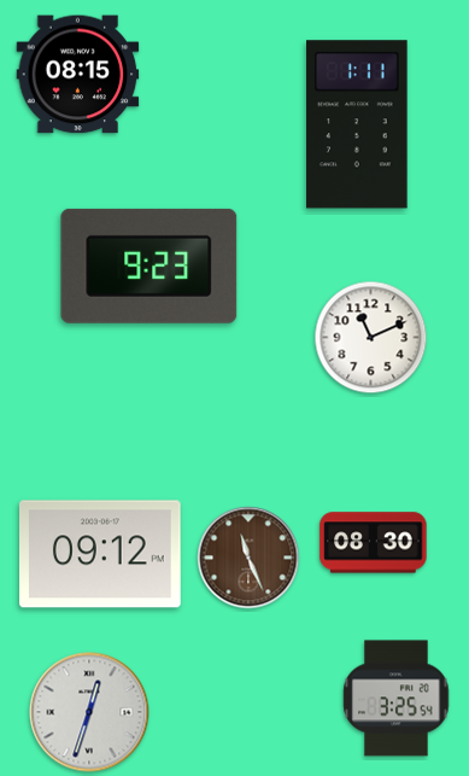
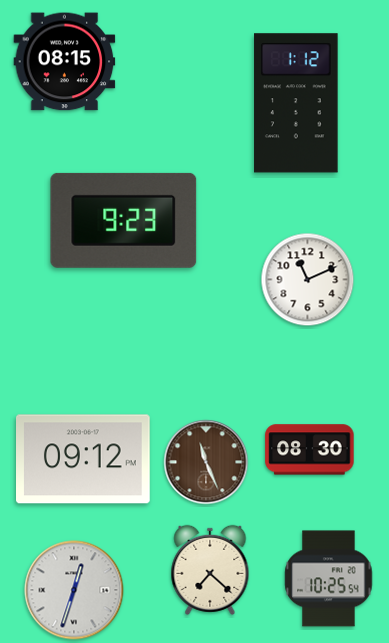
clock at (357, 124): 1:11 -> 1:12
clock at (210, 570): none -> 7:22
clock at (397, 699): 3:25 -> 10:25
